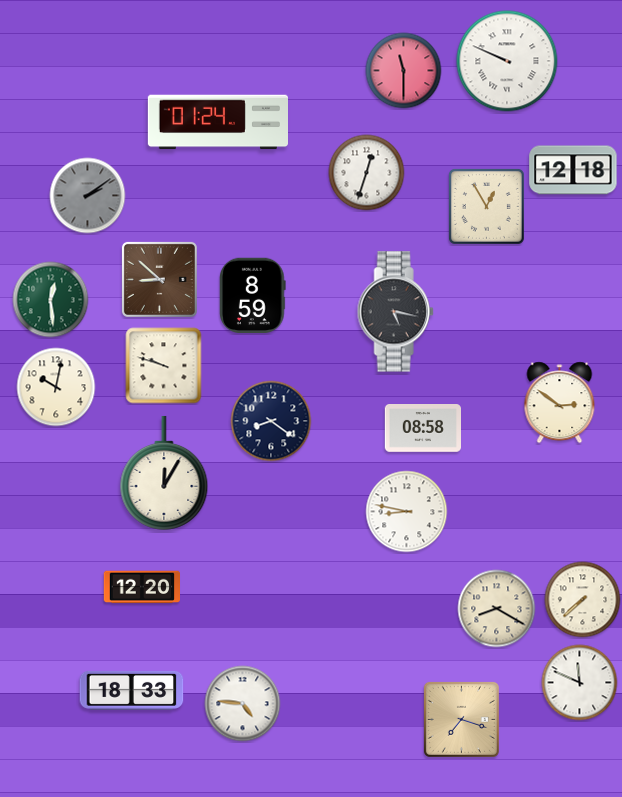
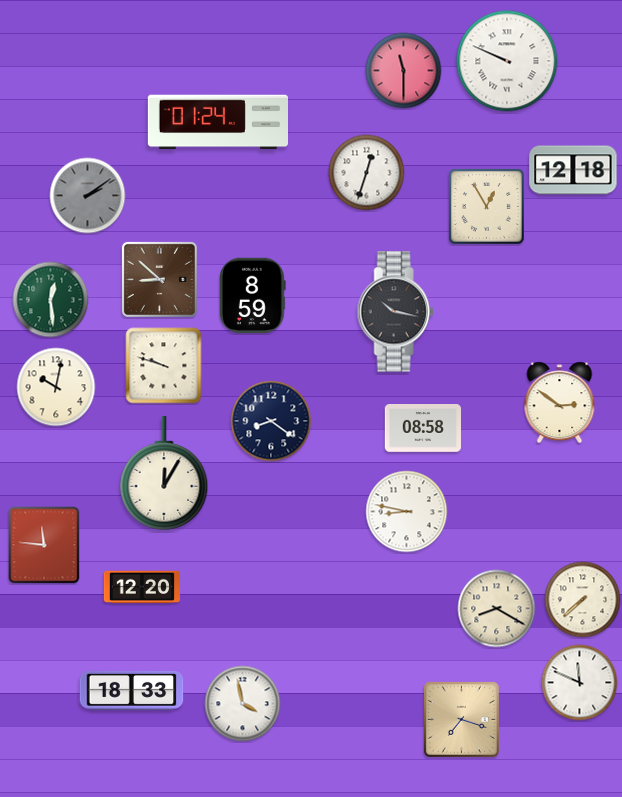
clock at (395, 312): 5:17 -> 10:17
clock at (44, 545): none -> 11:46
clock at (243, 704): 4:46 -> 3:58
